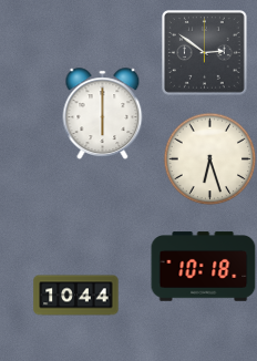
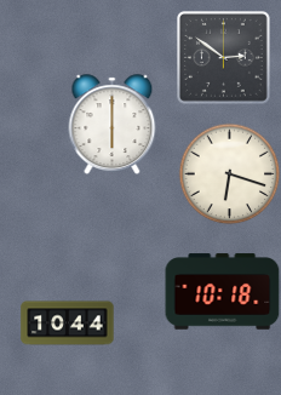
clock at (209, 158): 6:27 -> 6:18
clock at (76, 296) position: (76, 296) -> (68, 324)
